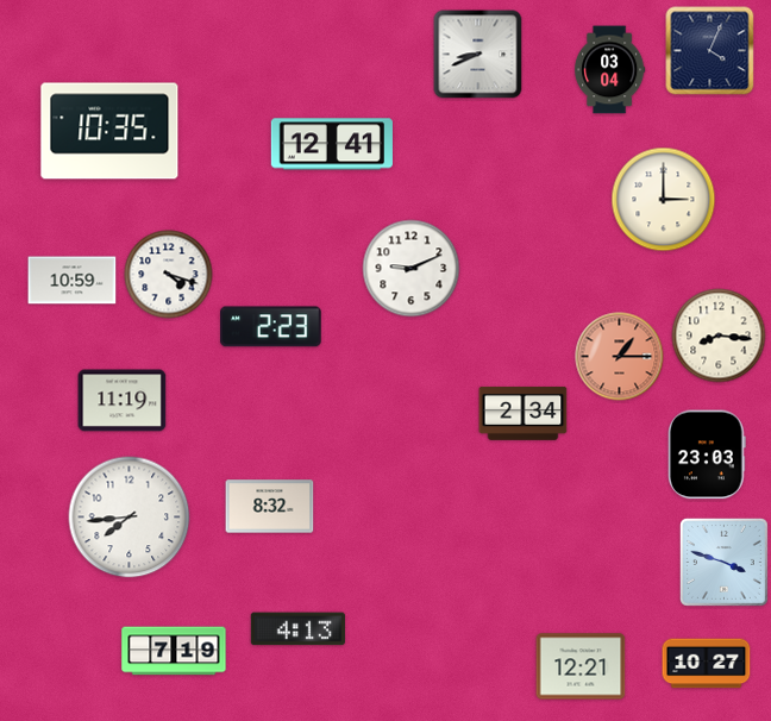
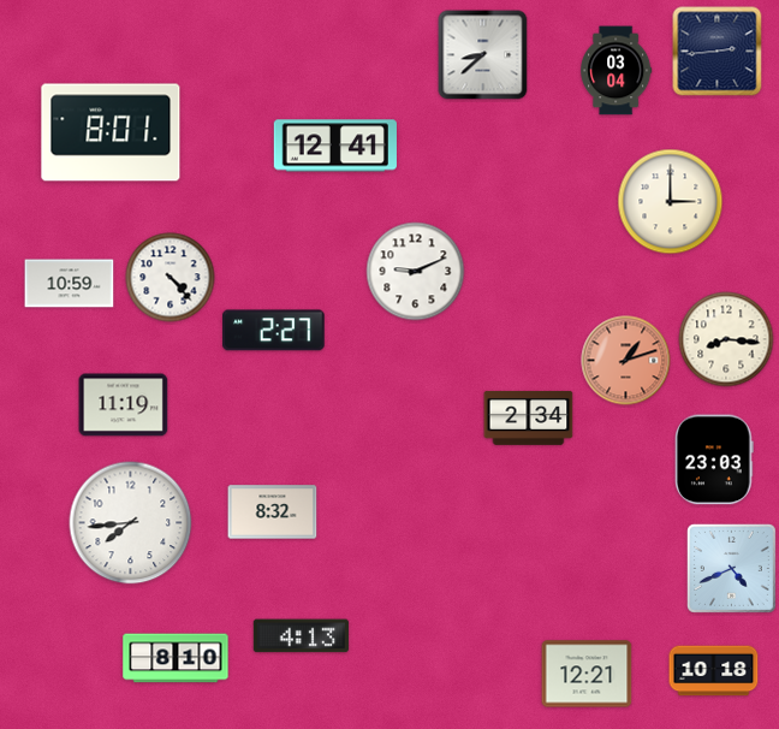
clock at (710, 51): 4:04 -> 2:44
clock at (478, 55): 8:41 -> 8:38
clock at (109, 131): 10:35 -> 8:01
clock at (169, 275): 4:18 -> 4:23
clock at (73, 281) position: (73, 281) -> (70, 284)
clock at (271, 327): 2:23 -> 2:27
clock at (620, 357): 1:15 -> 1:12
clock at (723, 562): 3:48 -> 4:41
clock at (174, 651): 7:19 -> 8:10
clock at (707, 664): 10:27 -> 10:18
